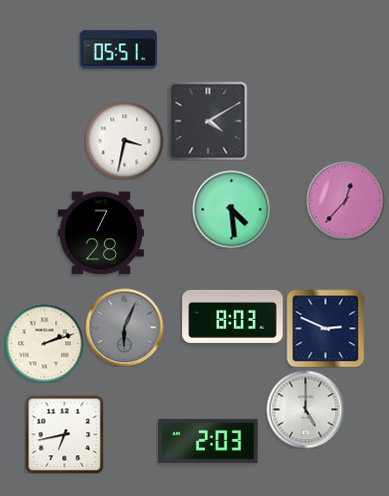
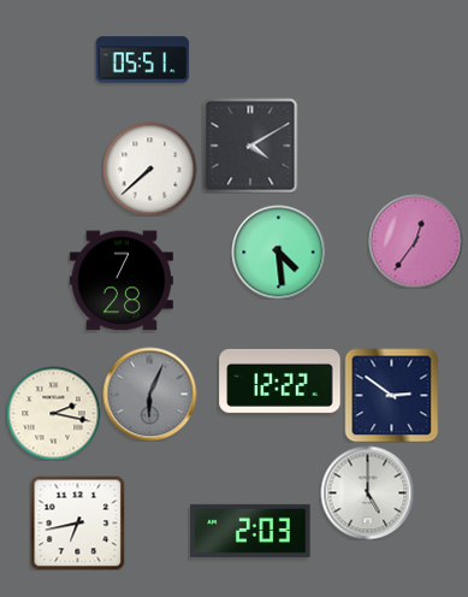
clock at (124, 140): 3:32 -> 7:38
clock at (345, 200): 12:37 -> 12:36
clock at (233, 316): 8:03 -> 12:22
clock at (325, 328): 2:49 -> 2:51
clock at (44, 343): 2:12 -> 2:17
